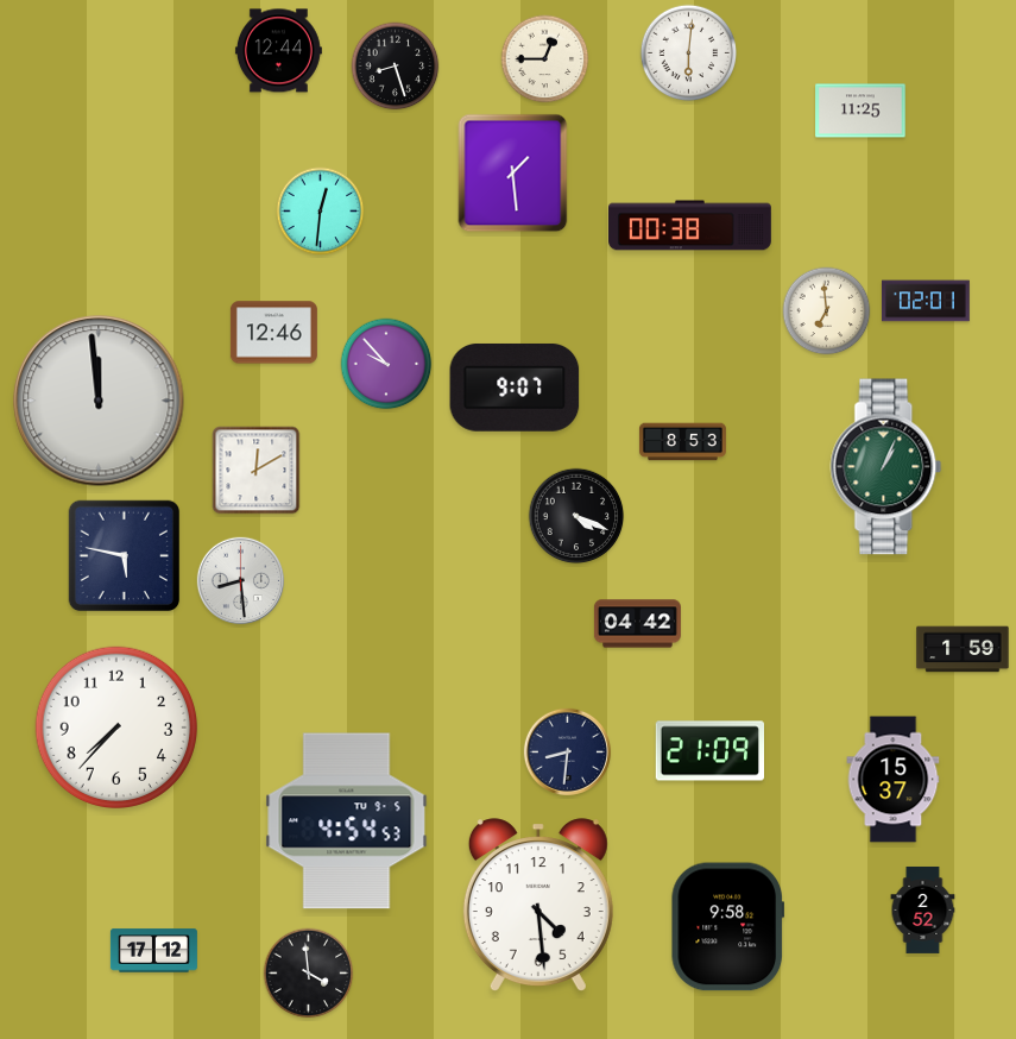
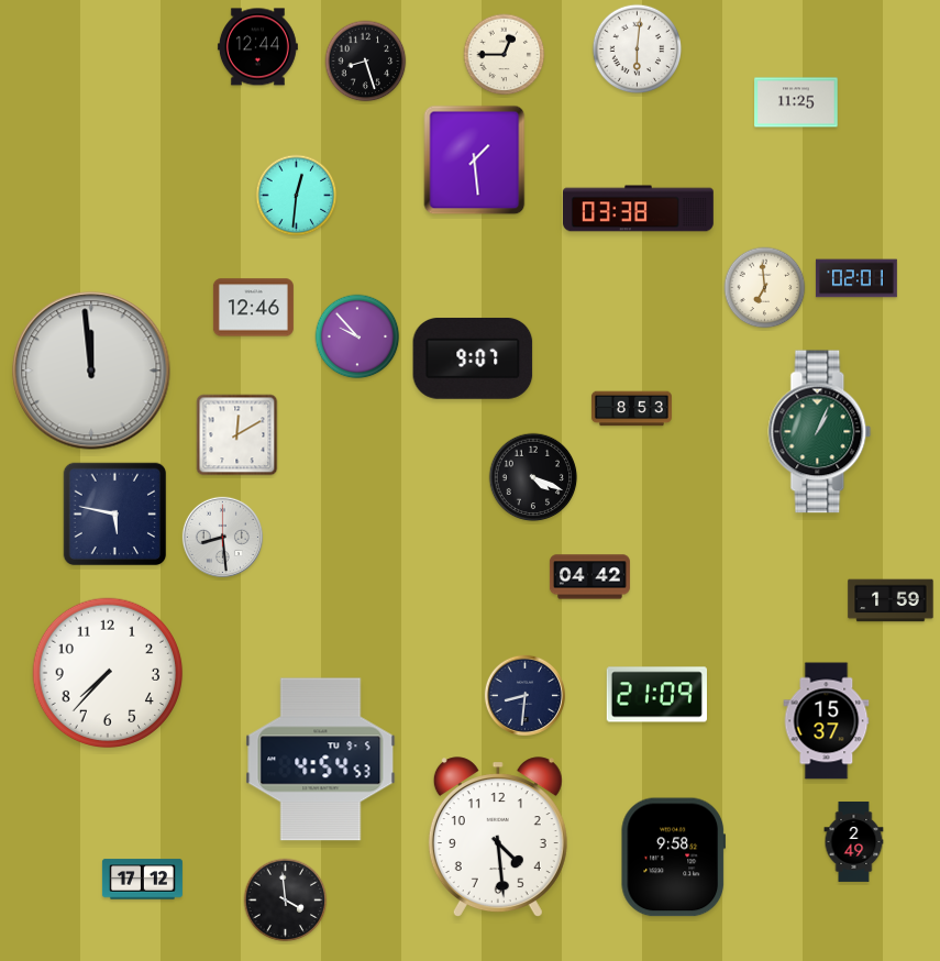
clock at (690, 226): 00:38 -> 03:38
clock at (515, 388) position: (515, 388) -> (473, 358)
clock at (923, 909): 2:52 -> 2:49
